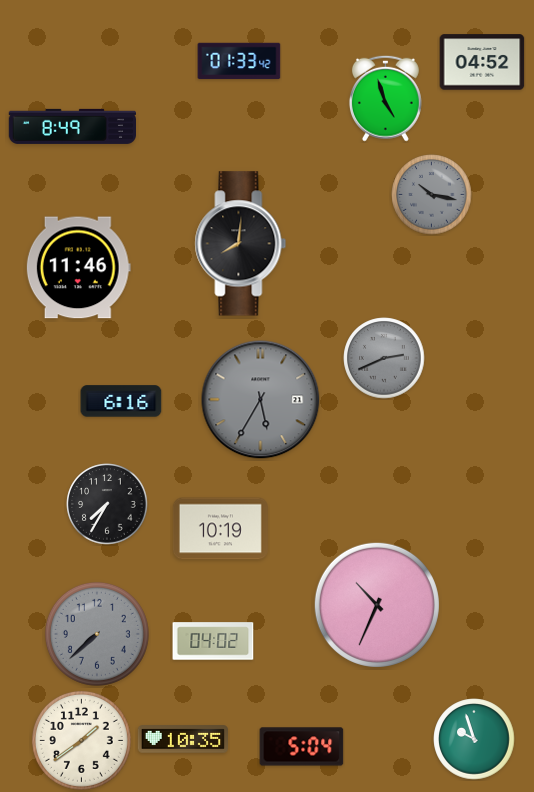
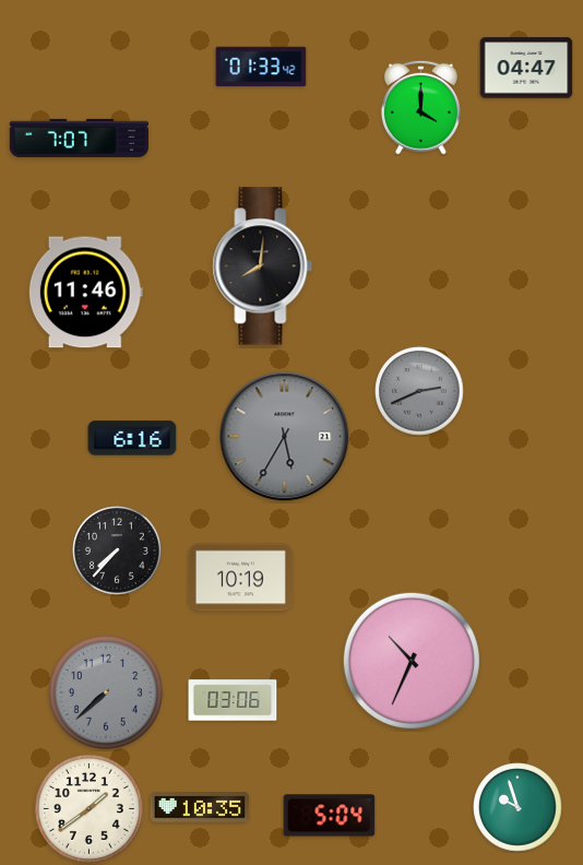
clock at (482, 62): 04:52 -> 04:47
clock at (385, 98): 4:57 -> 4:00
clock at (72, 126): 8:49 -> 7:07
clock at (432, 195): 10:17 -> none
clock at (107, 504): 7:35 -> 7:37
clock at (213, 641): 04:02 -> 03:06
